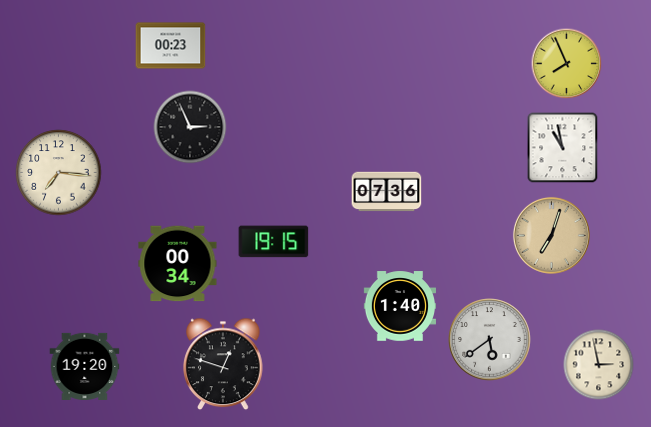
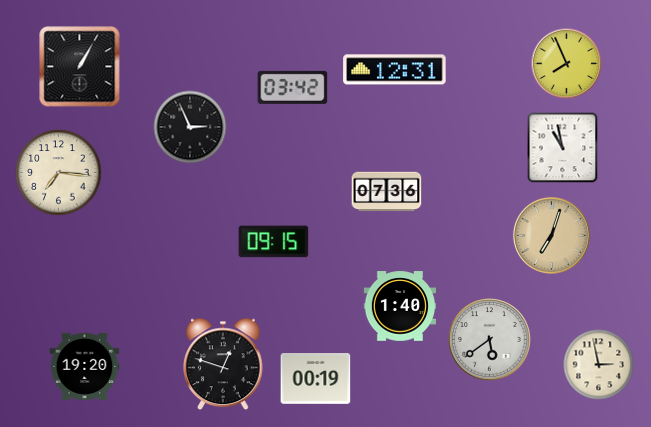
clock at (171, 46): 00:23 -> none
clock at (80, 67): none -> 1:05
clock at (395, 70): none -> 12:31
clock at (293, 87): none -> 03:42
clock at (274, 242): 19:15 -> 09:15
clock at (178, 264): 00:34 -> none
clock at (316, 379): none -> 00:19
